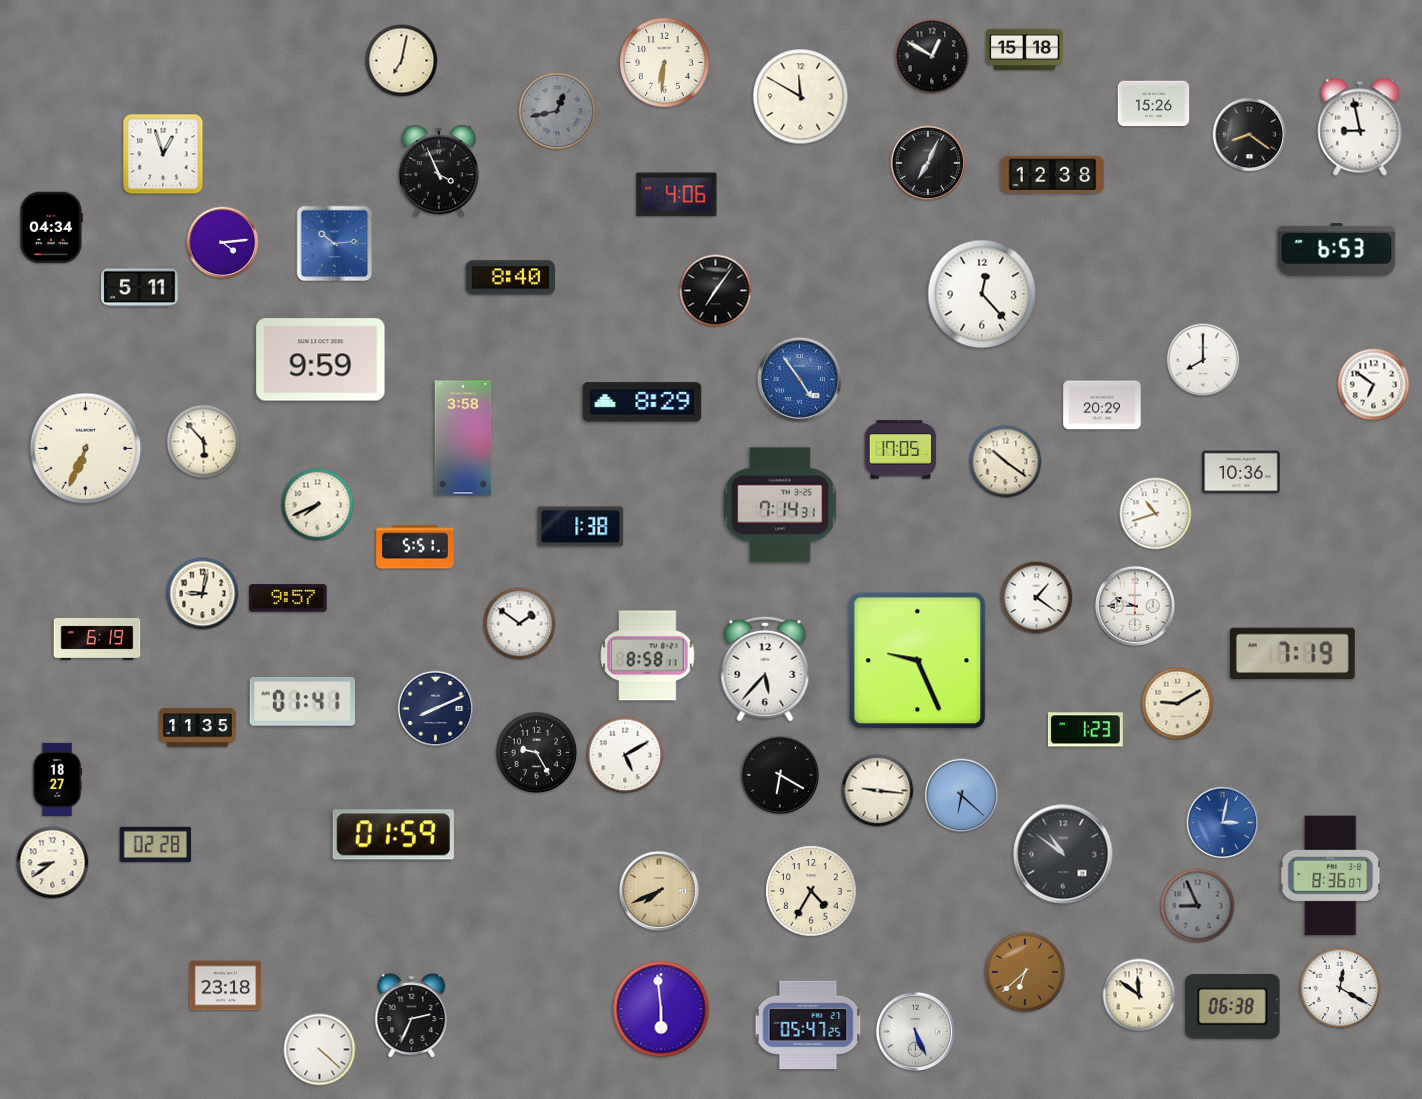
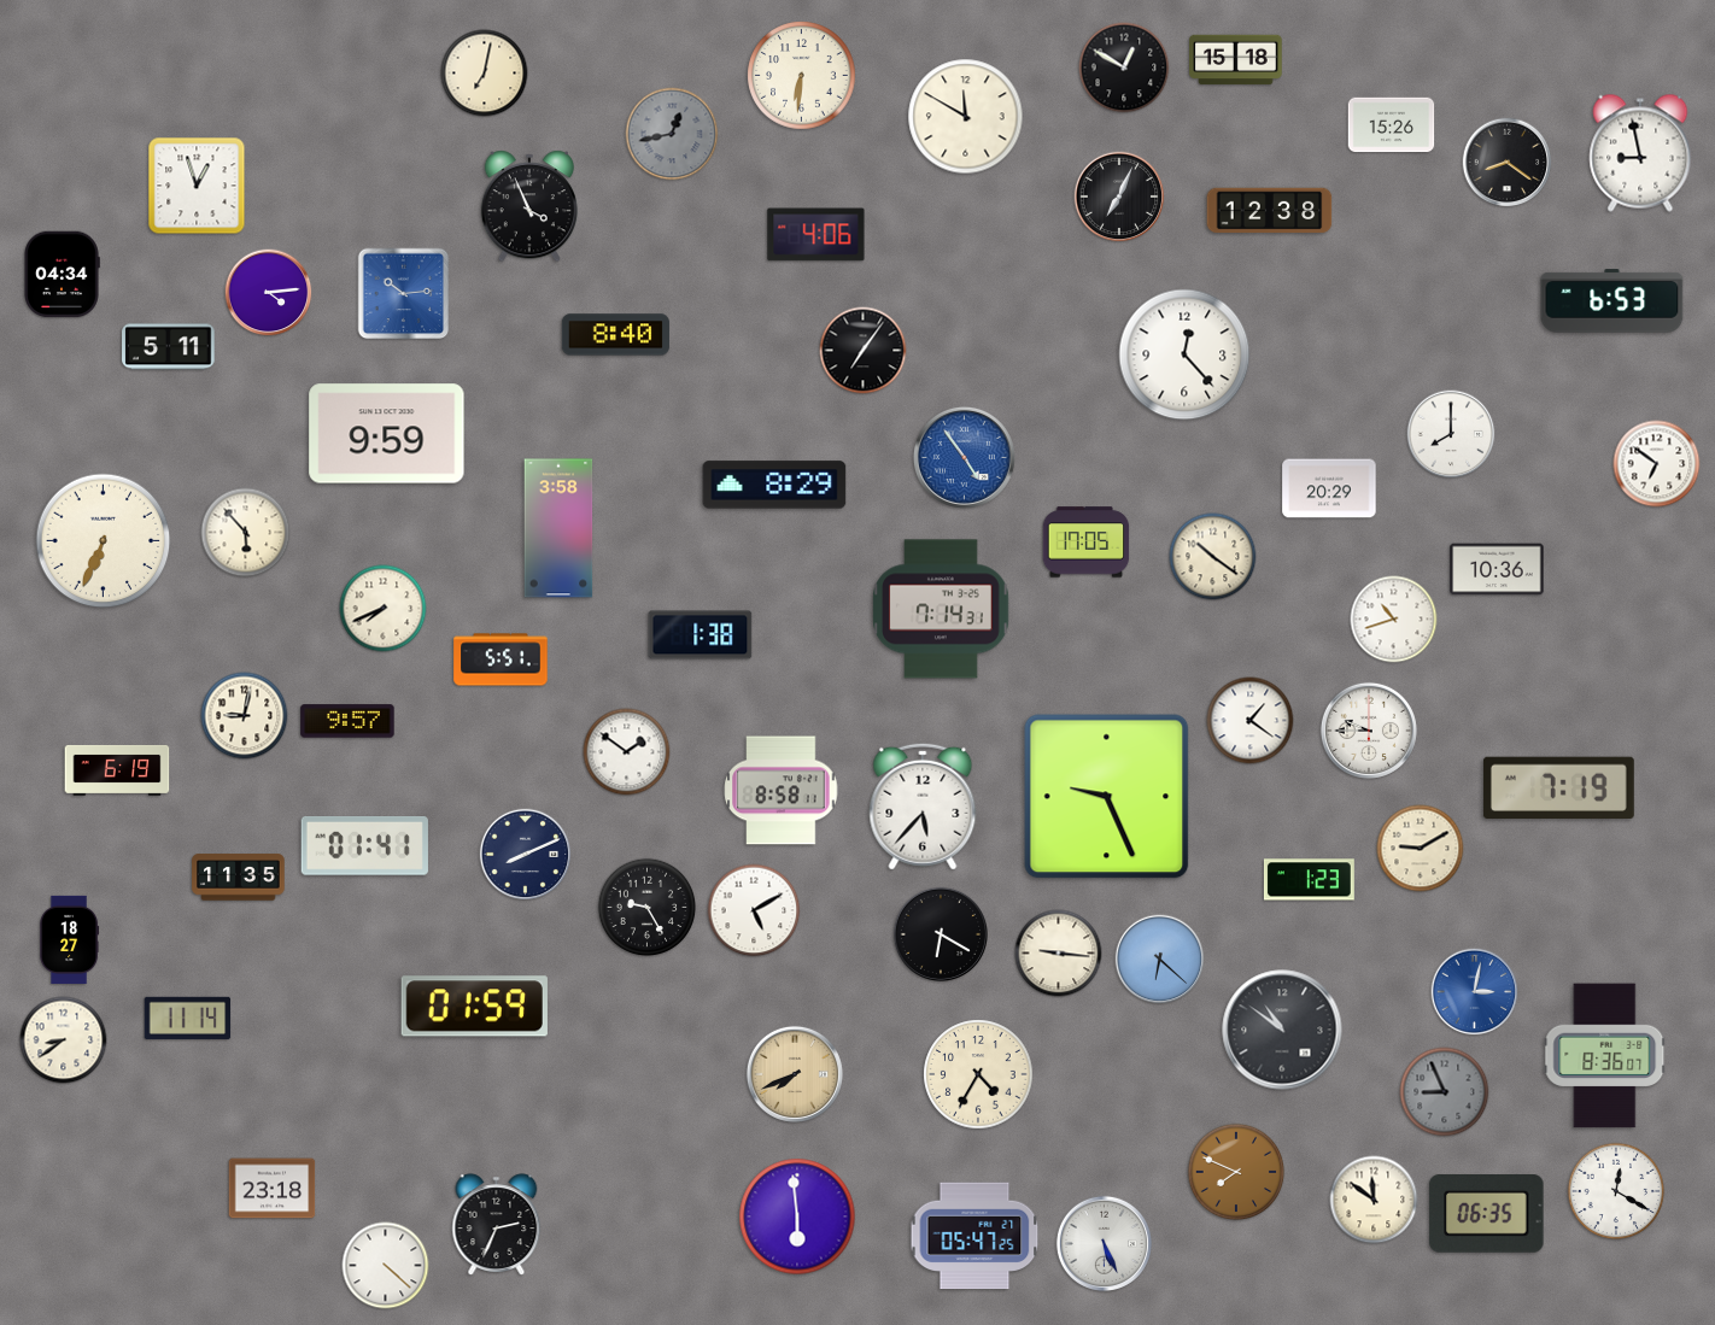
clock at (156, 844): 02:28 -> 11:14
clock at (1025, 972): 6:38 -> 7:49
clock at (1233, 1007): 06:38 -> 06:35
